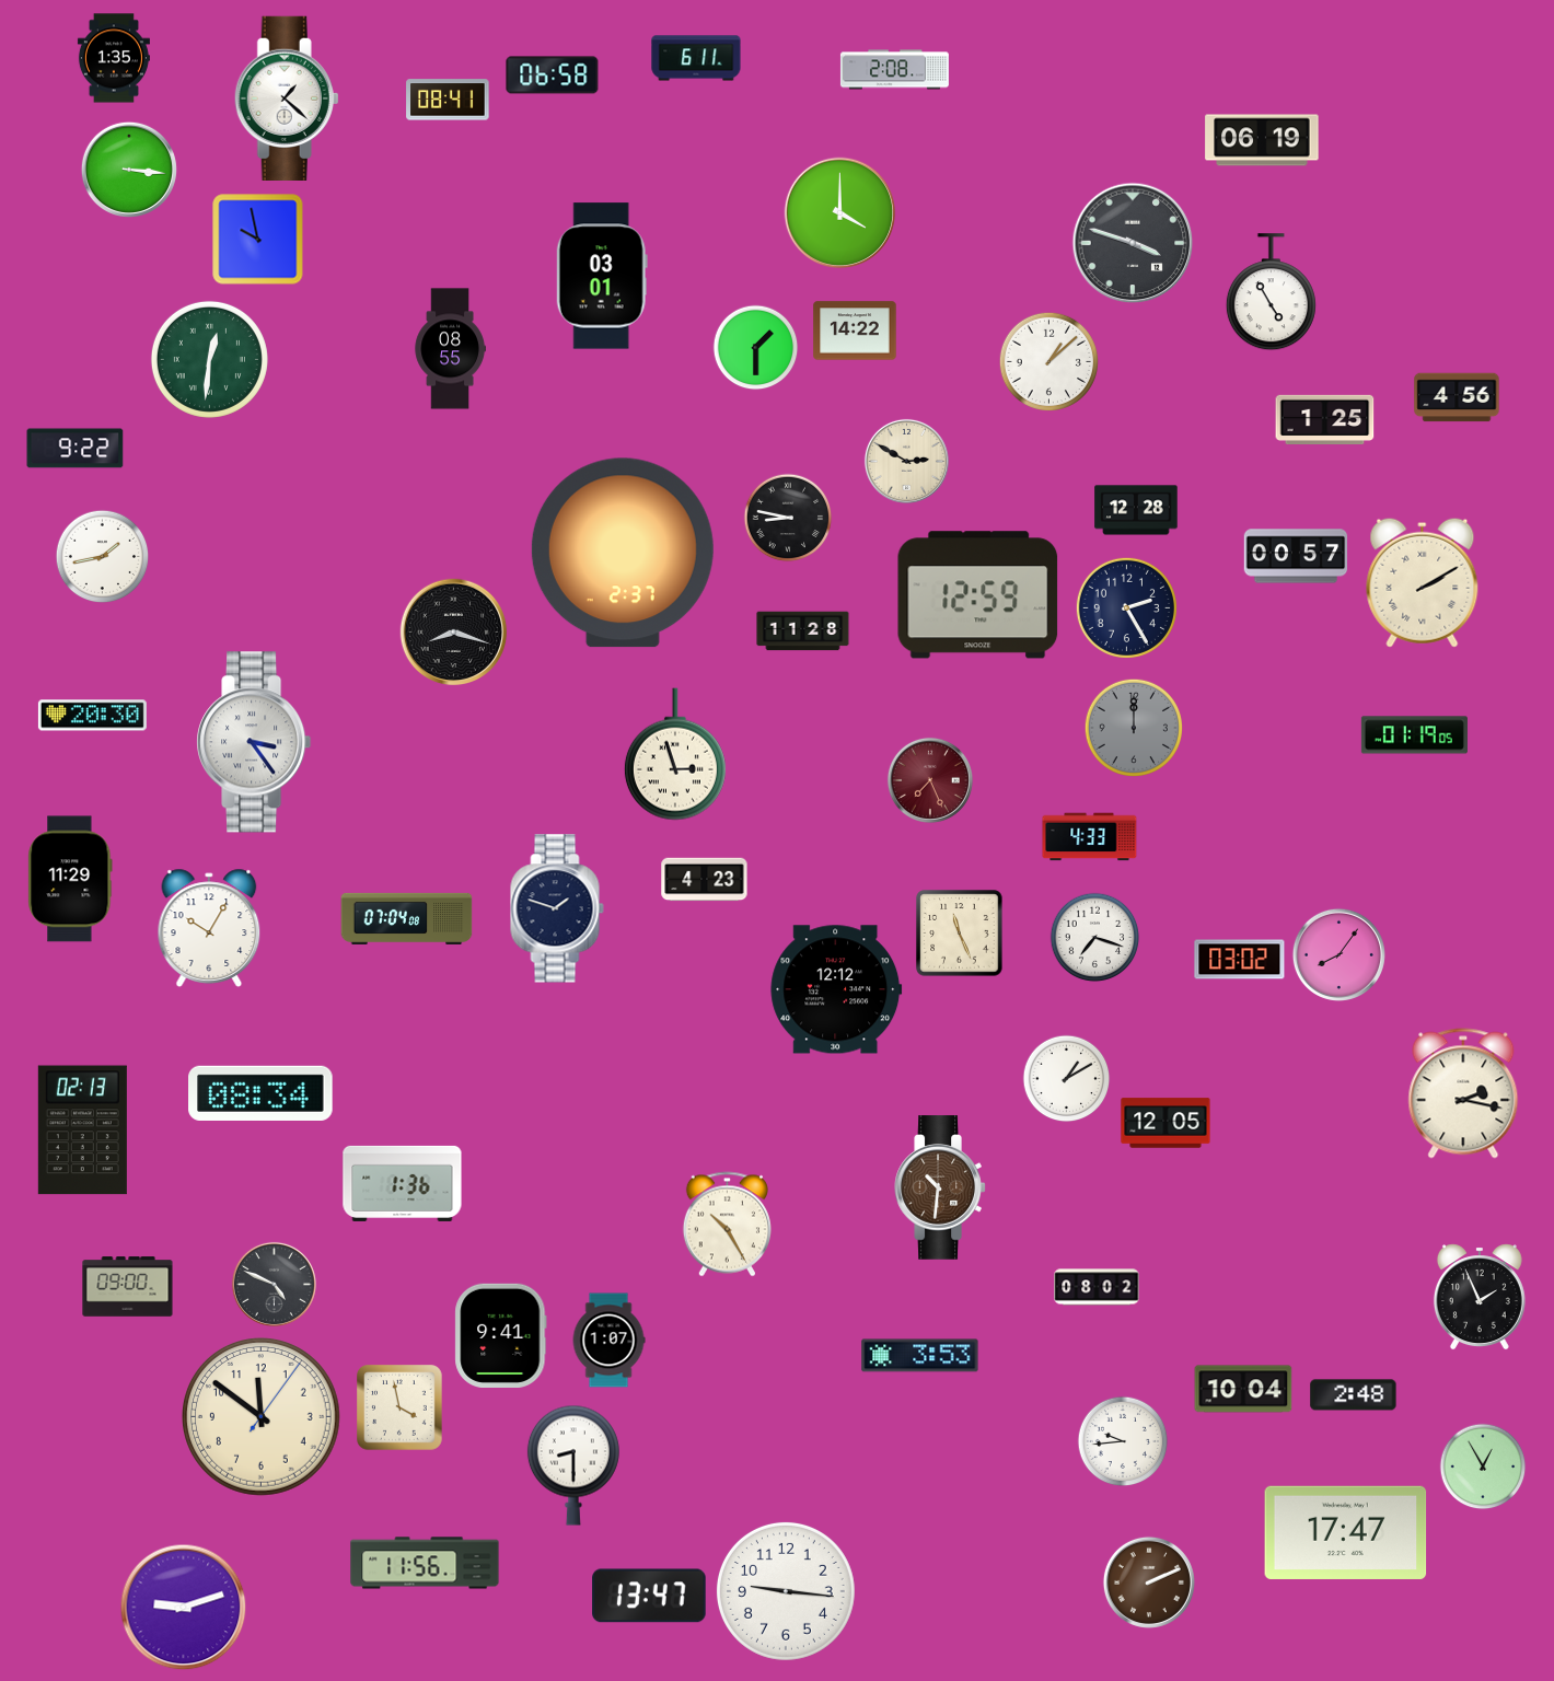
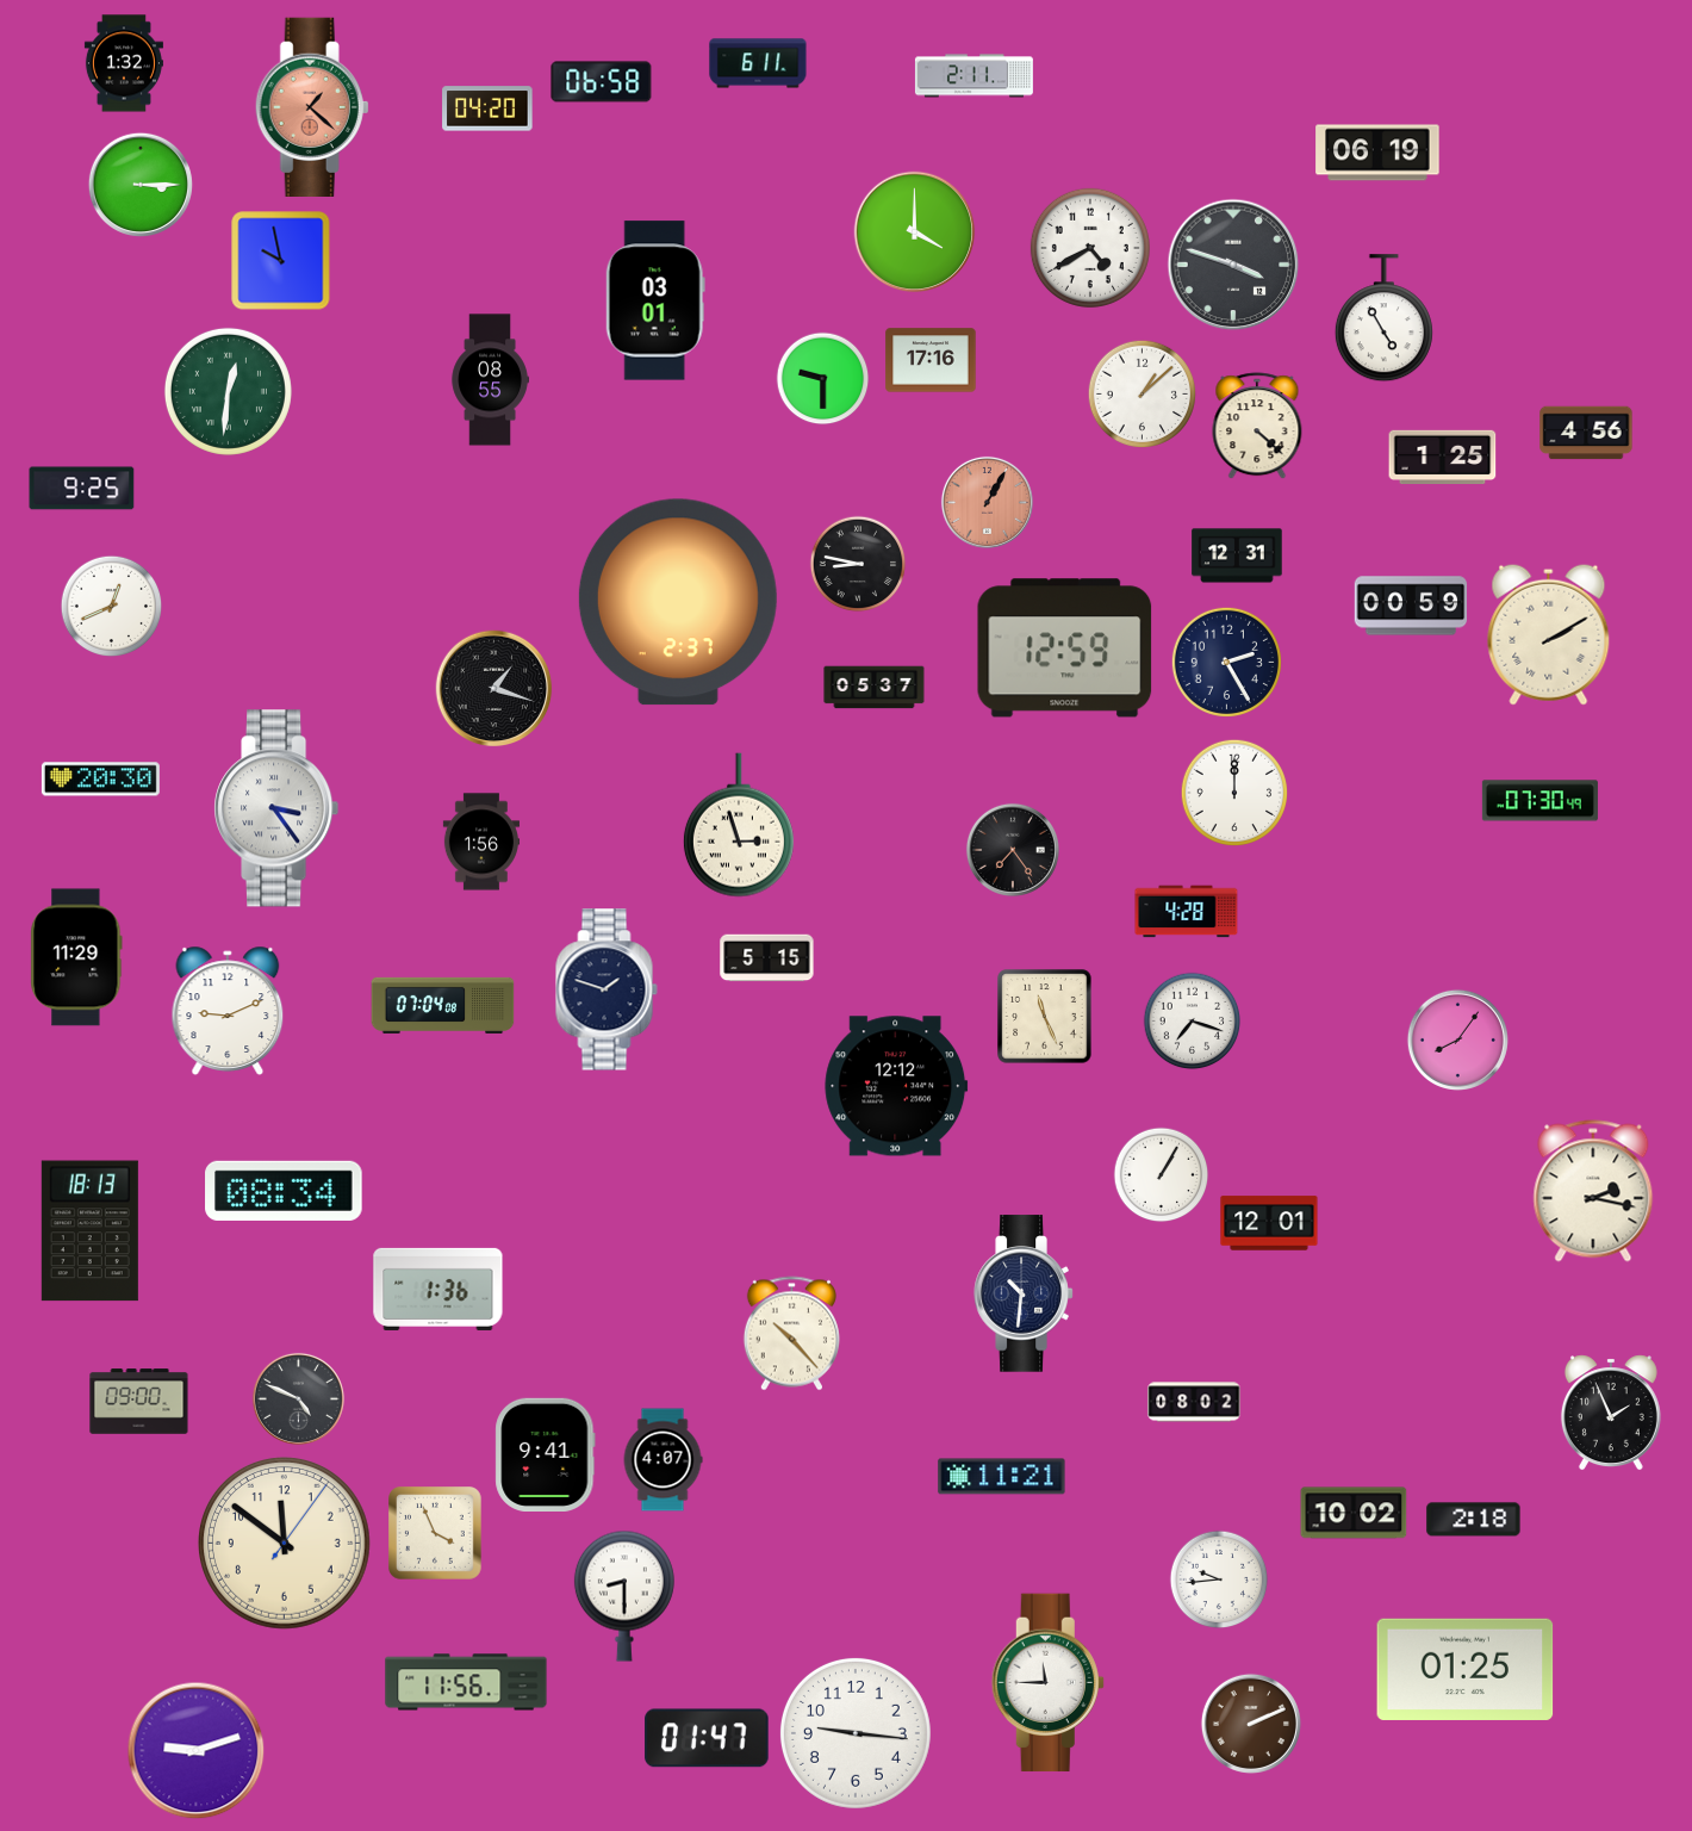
clock at (114, 58): 1:35 -> 1:32
clock at (894, 70): 2:08 -> 2:11
clock at (287, 97) dial: white -> salmon
clock at (448, 100): 08:41 -> 04:20
clock at (1262, 140) position: (1262, 140) -> (1377, 153)
clock at (129, 170): 3:16 -> 3:15
clock at (1090, 248): none -> 4:40
clock at (855, 331): 14:22 -> 17:16
clock at (756, 348): 1:30 -> 9:30
clock at (1257, 427): none -> 4:22
clock at (76, 449): 9:22 -> 9:25
clock at (906, 461): 2:50 -> 1:05
clock at (906, 461) dial: cream -> salmon
clock at (1136, 510): 12:28 -> 12:31
clock at (1296, 556): 00:57 -> 00:59
clock at (103, 557): 1:43 -> 12:41
clock at (803, 631): 11:28 -> 05:37
clock at (454, 633): 8:18 -> 1:18
clock at (1133, 727) dial: grey -> white
clock at (1414, 735): 01:19 -> 07:30
clock at (675, 754) position: (675, 754) -> (739, 825)
clock at (480, 842): none -> 1:56
clock at (930, 780): 7:26 -> 7:24
clock at (930, 780) dial: burgundy -> black
clock at (1090, 837): 4:33 -> 4:28
clock at (705, 880): 4:23 -> 5:15
clock at (407, 918) position: (407, 918) -> (443, 1005)
clock at (209, 928): 10:05 -> 9:11
clock at (1240, 960): 03:02 -> none
clock at (836, 989) position: (836, 989) -> (896, 1086)
clock at (1067, 1079): 1:10 -> 1:05
clock at (1165, 1123): 12:05 -> 12:01
clock at (82, 1131): 02:13 -> 18:13
clock at (940, 1187) dial: brown -> navy
clock at (727, 1225): 10:25 -> 10:23
clock at (608, 1341): 1:07 -> 4:07
clock at (920, 1356): 3:53 -> 11:21
clock at (1243, 1389): 10:04 -> 10:02
clock at (1354, 1395): 2:48 -> 2:18
clock at (399, 1407): 3:58 -> 3:56
clock at (1123, 1441) position: (1123, 1441) -> (1219, 1579)
clock at (1483, 1466): 12:55 -> none
clock at (1346, 1532): 17:47 -> 01:25
clock at (1047, 1683): none -> 11:45
clock at (425, 1563) position: (425, 1563) -> (466, 1682)
clock at (649, 1596): 13:47 -> 01:47
clock at (184, 1608) position: (184, 1608) -> (197, 1751)
